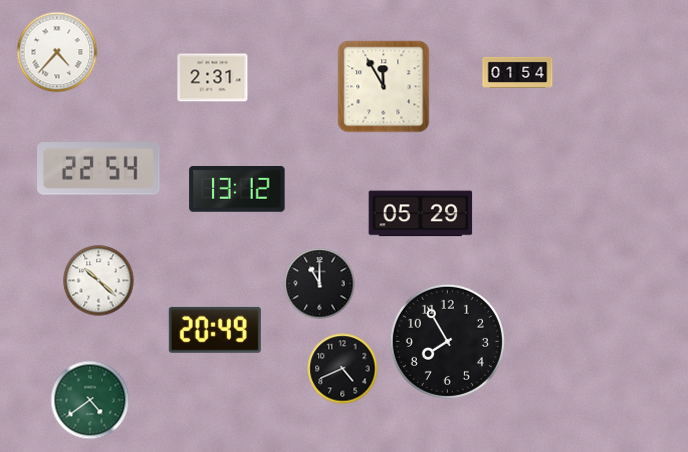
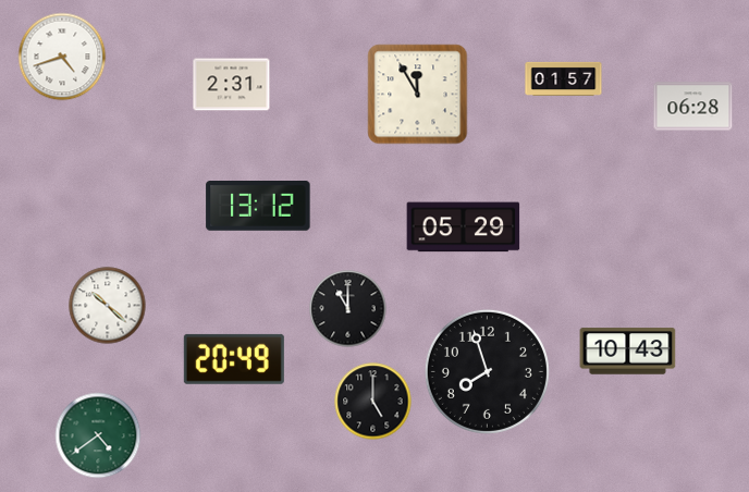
clock at (57, 52): 4:37 -> 4:42
clock at (518, 72): 01:54 -> 01:57
clock at (693, 107): none -> 06:28
clock at (99, 169): 22:54 -> none
clock at (421, 214) position: (421, 214) -> (464, 227)
clock at (628, 352): none -> 10:43
clock at (447, 341): 7:55 -> 7:57
clock at (343, 369): 4:41 -> 5:00
